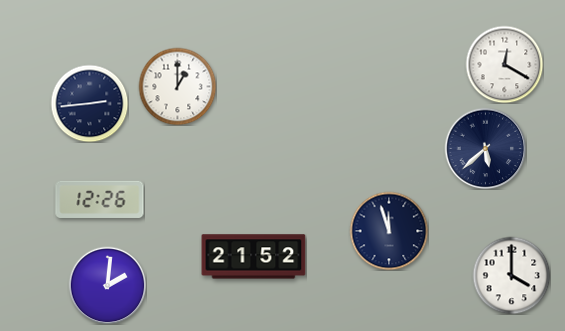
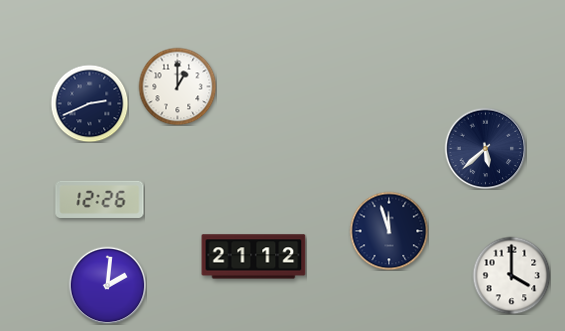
clock at (504, 64): 12:20 -> none
clock at (89, 103): 2:44 -> 2:41
clock at (254, 257): 21:52 -> 21:12
